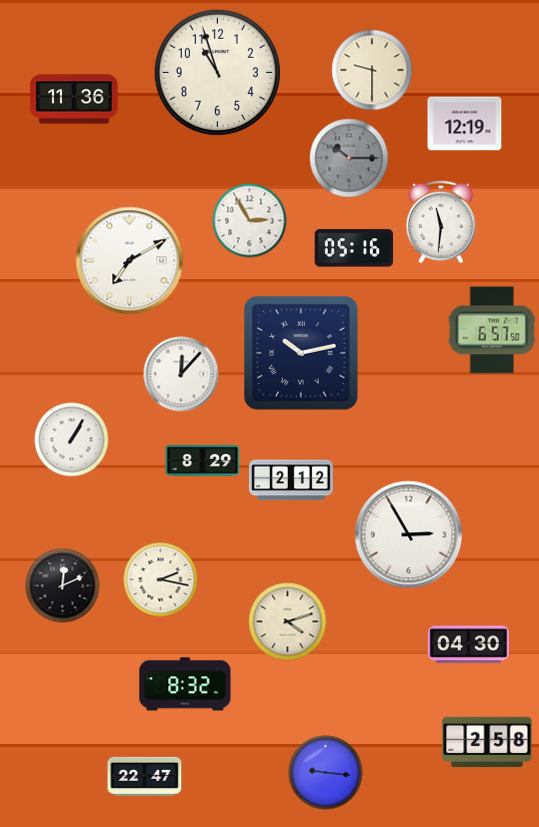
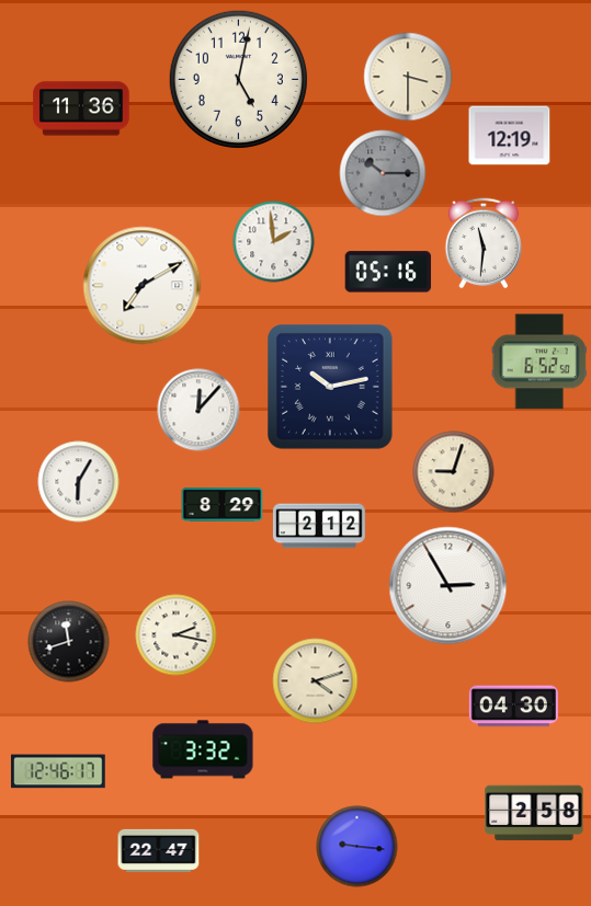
clock at (372, 70): 9:30 -> 3:30
clock at (217, 72): 10:57 -> 5:02
clock at (250, 221): 2:55 -> 1:59
clock at (492, 330): 6:57 -> 6:52
clock at (454, 472): none -> 9:03
clock at (72, 440): 1:05 -> 6:05
clock at (63, 586): 12:11 -> 11:42
clock at (185, 684): 8:32 -> 3:32
clock at (58, 771): none -> 12:46
